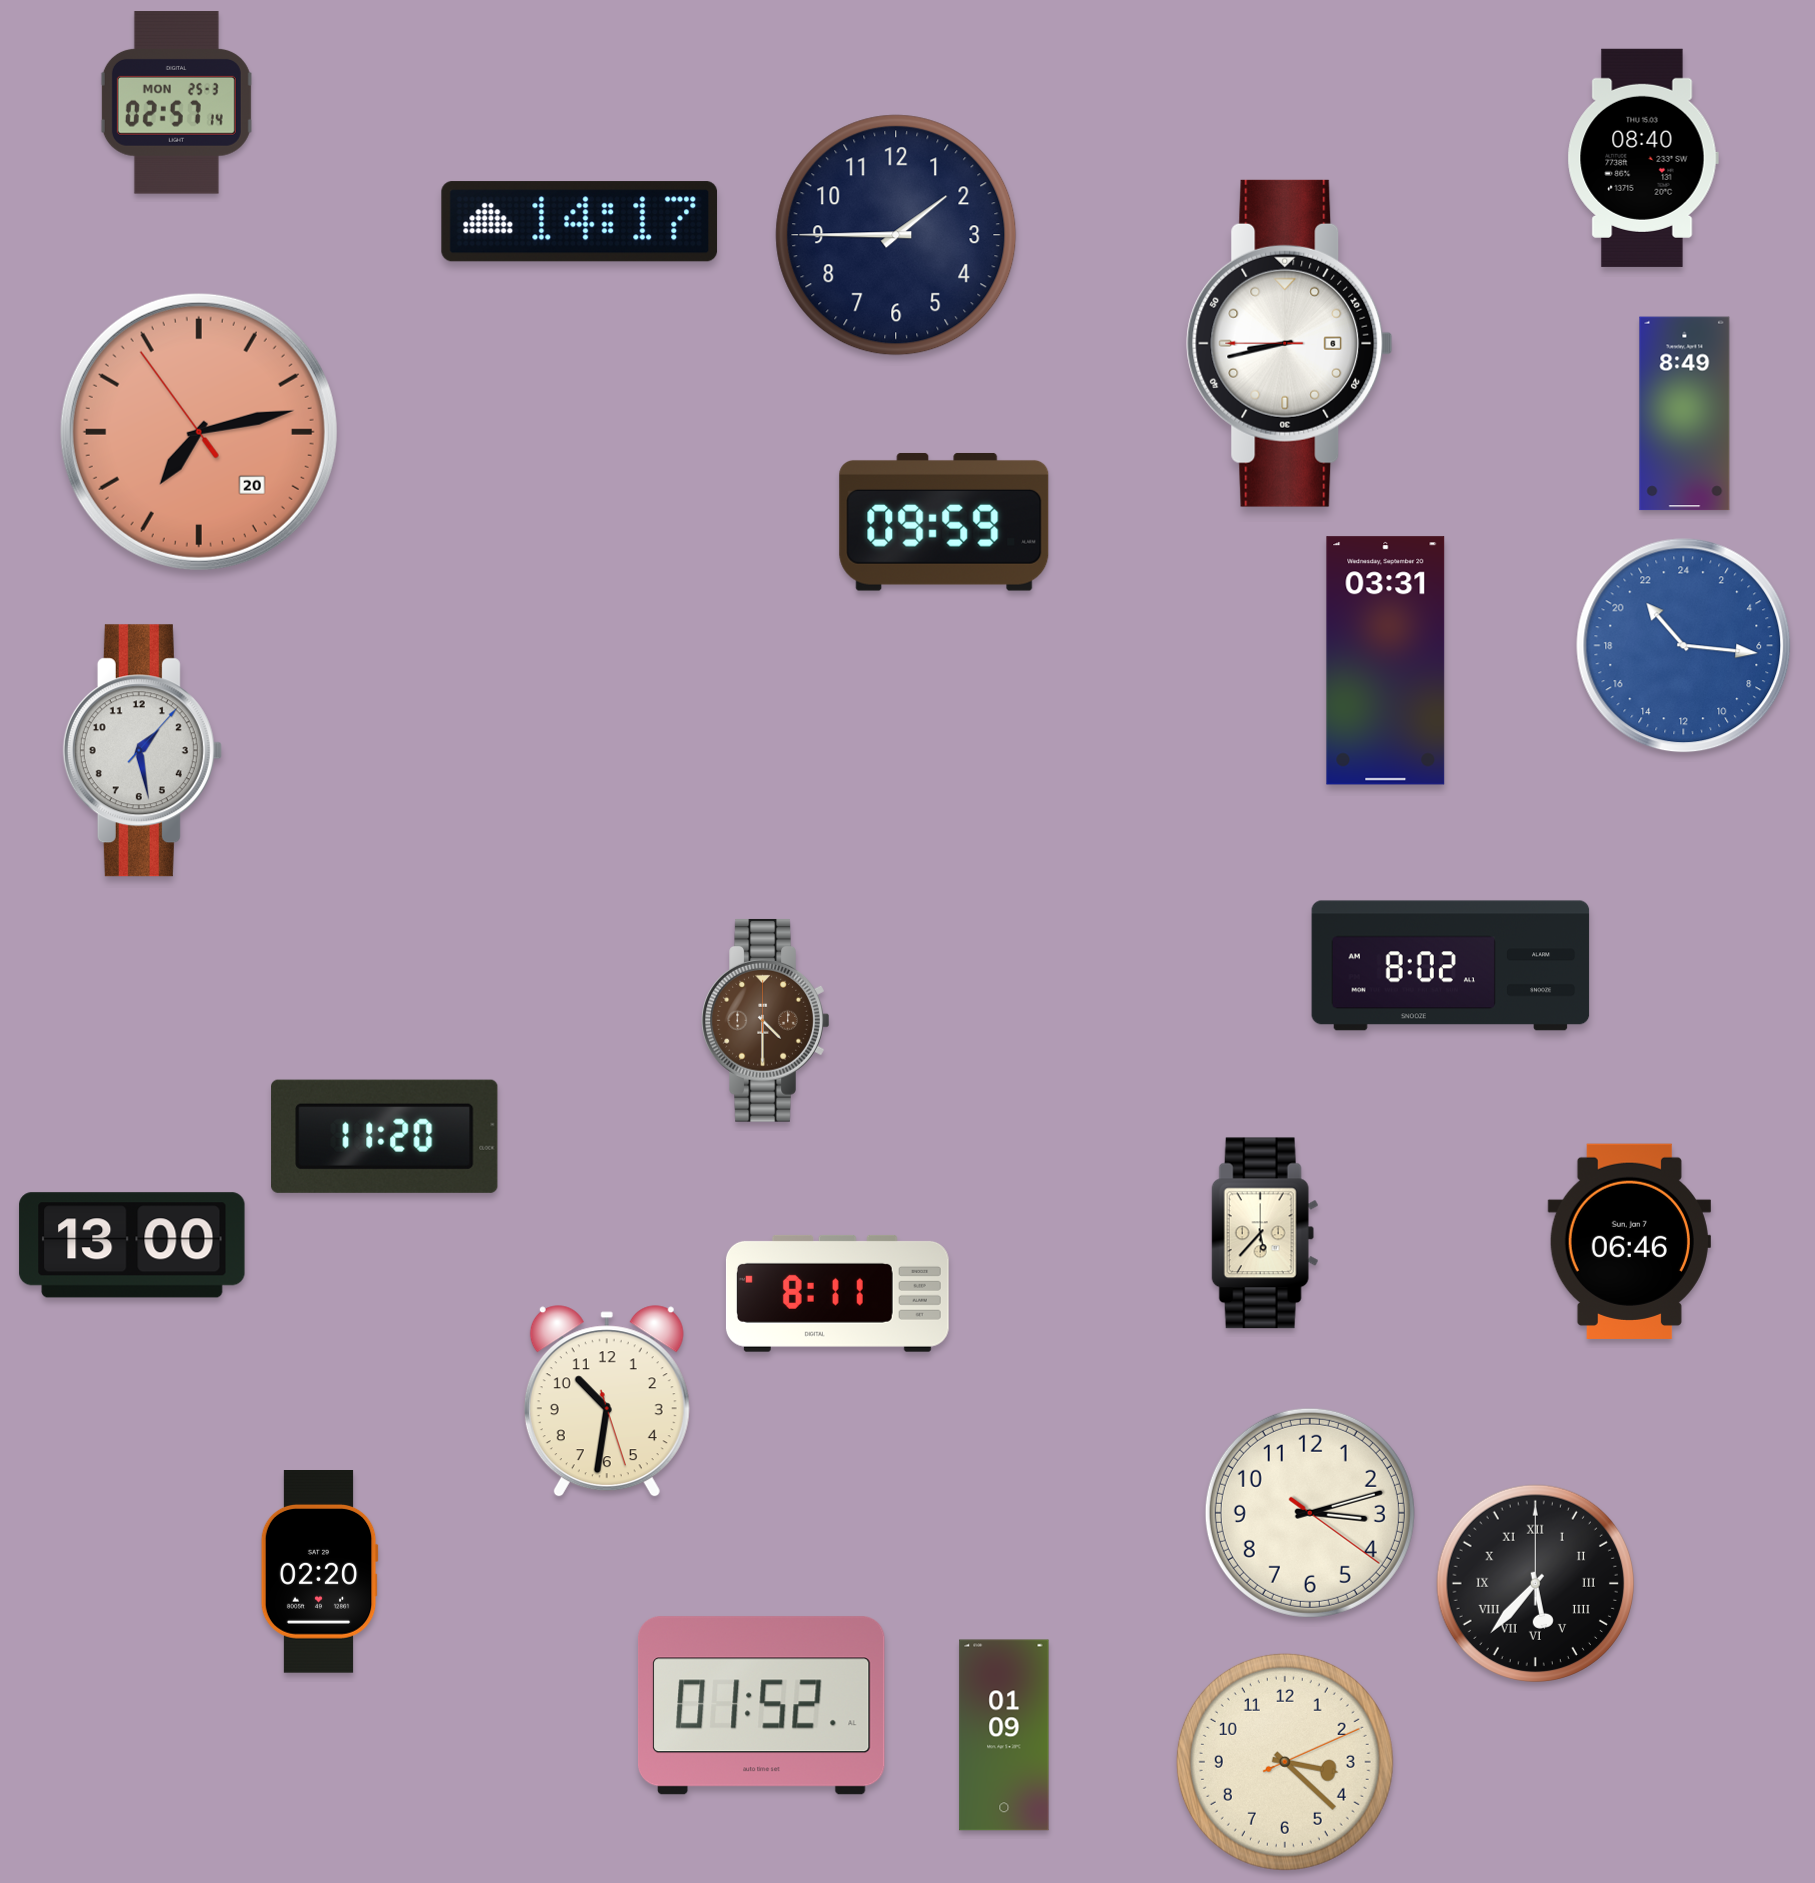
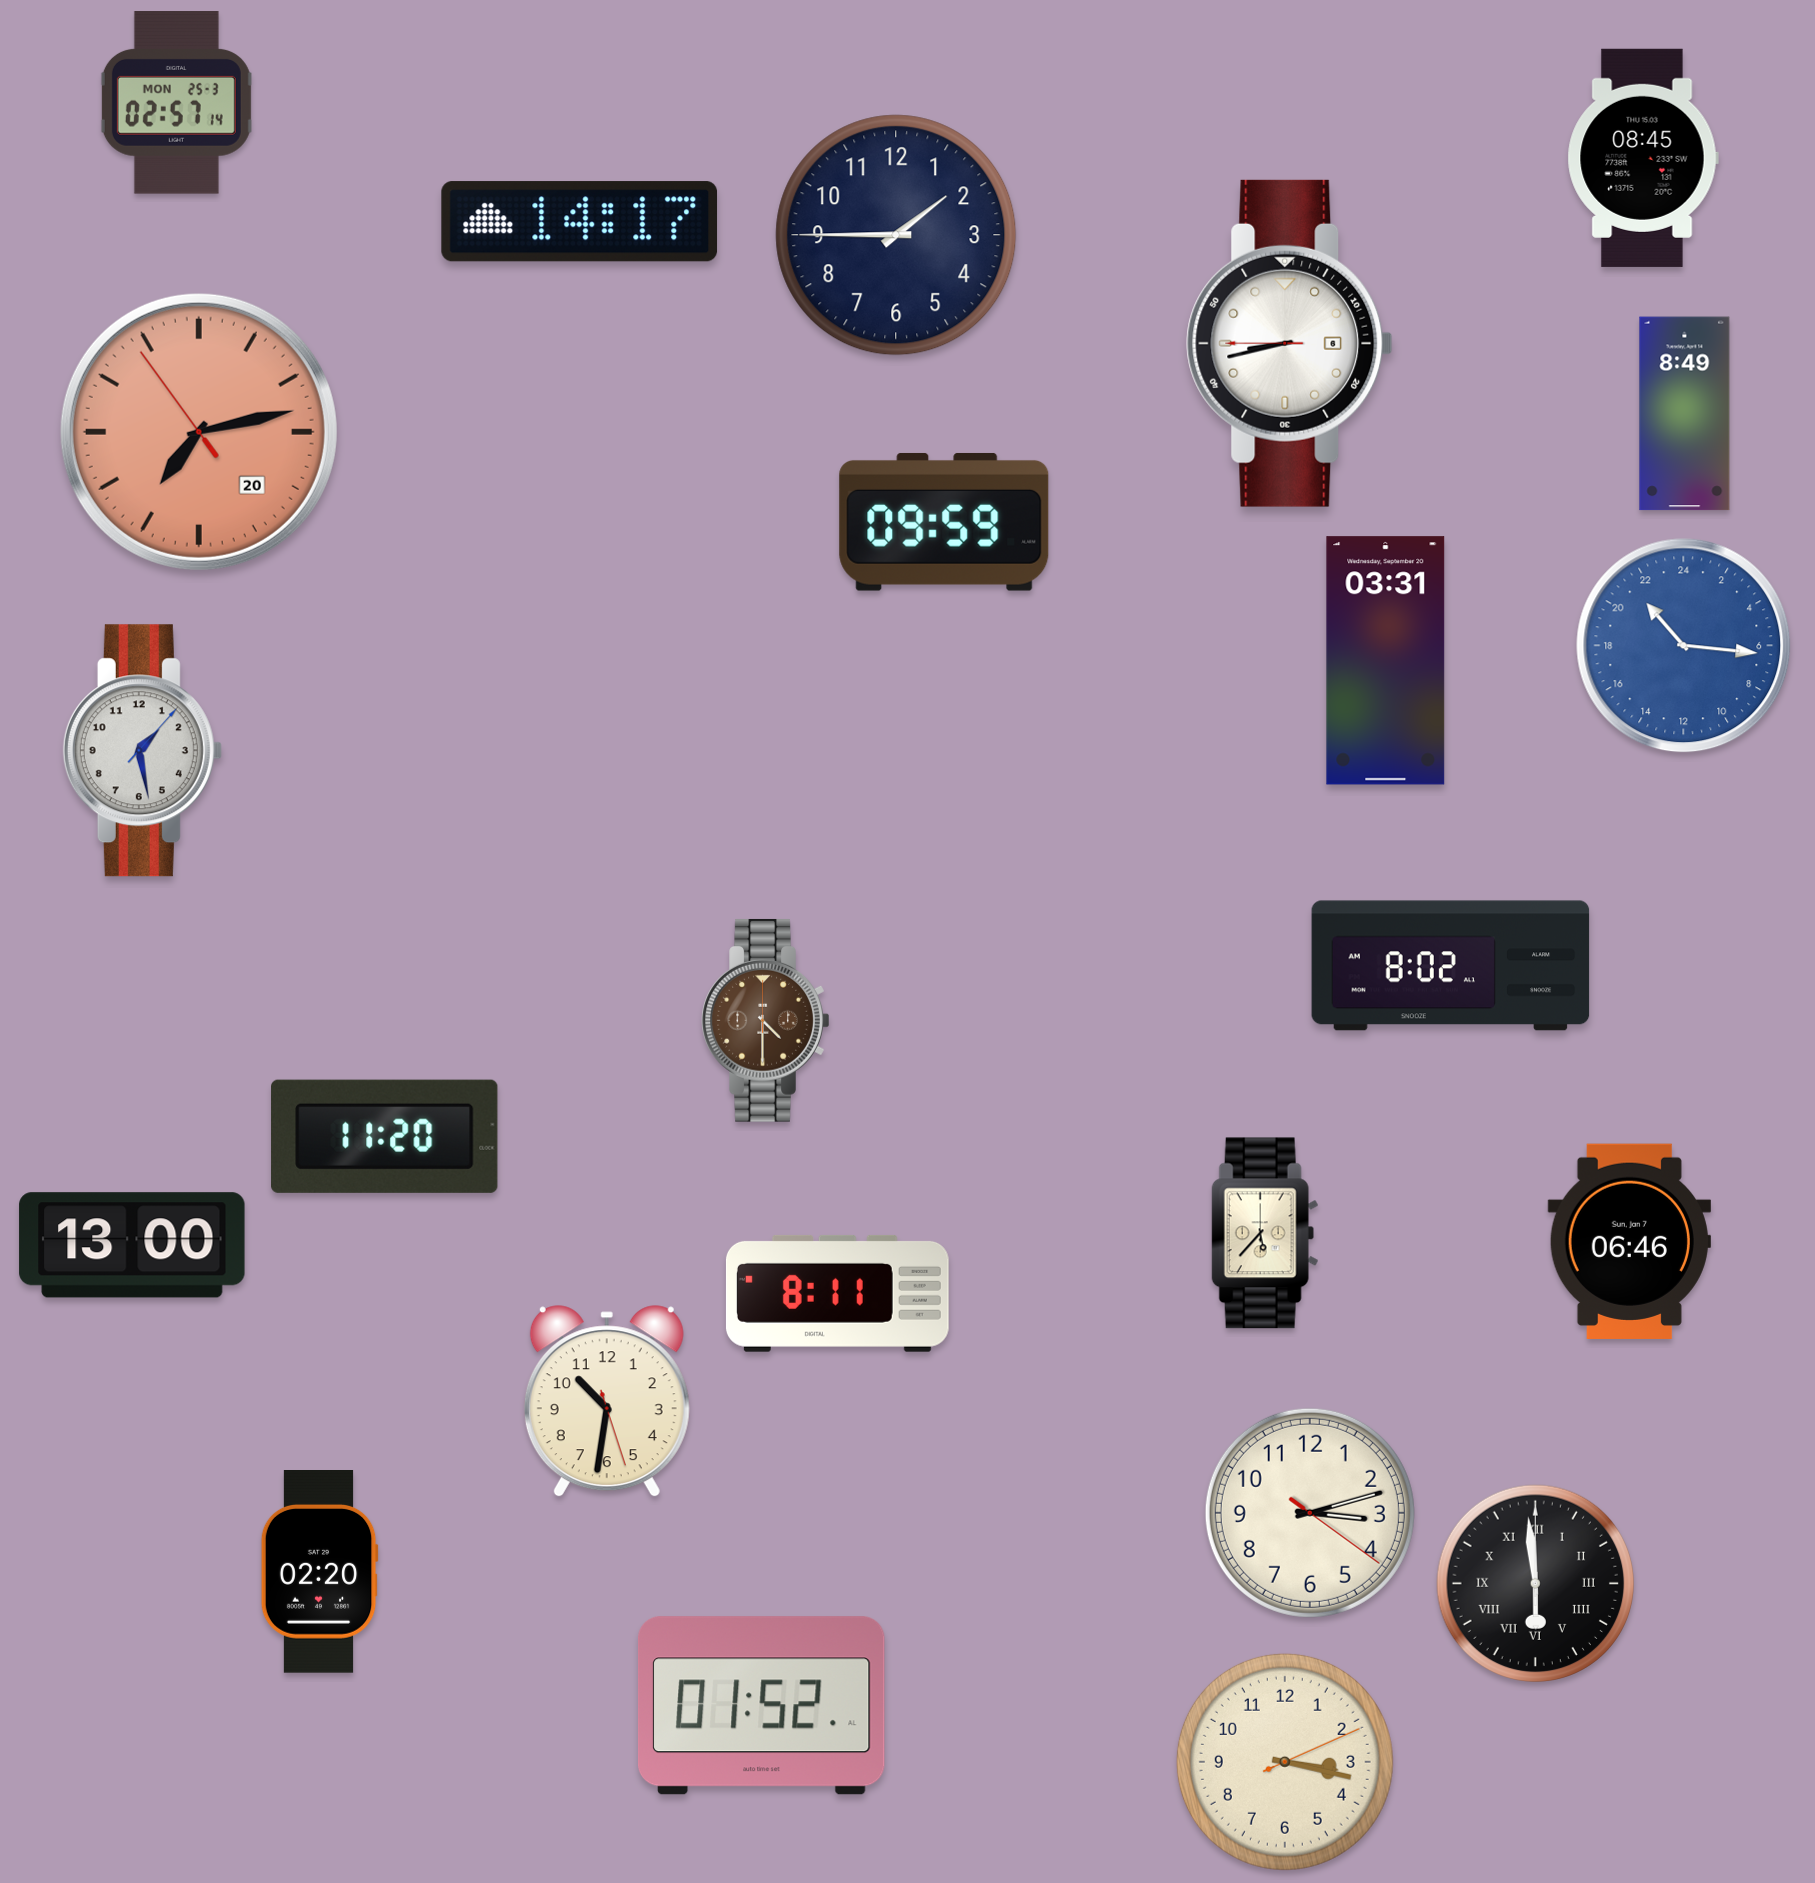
clock at (1643, 158): 08:40 -> 08:45
clock at (1535, 1583): 5:37 -> 5:59
clock at (1004, 1735): 01:09 -> none
clock at (1285, 1762): 3:22 -> 3:17
